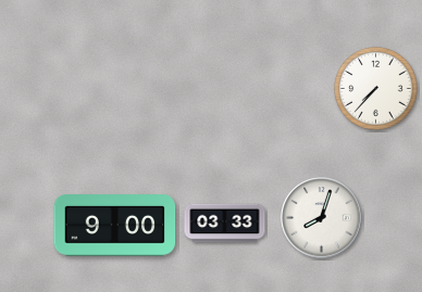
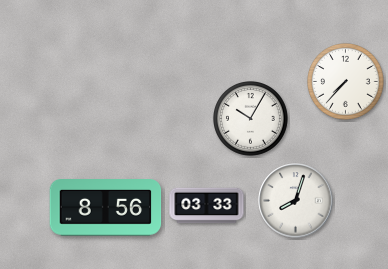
clock at (251, 119): none -> 10:05
clock at (115, 226): 9:00 -> 8:56
